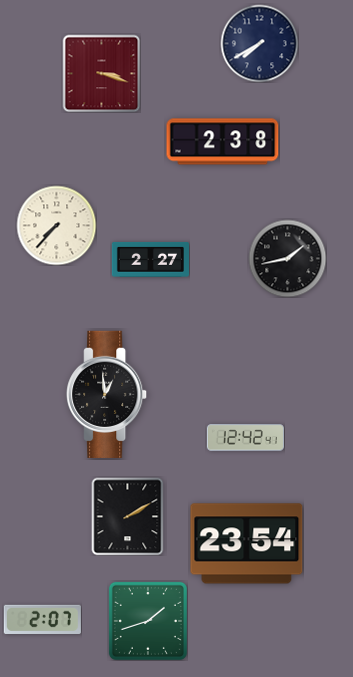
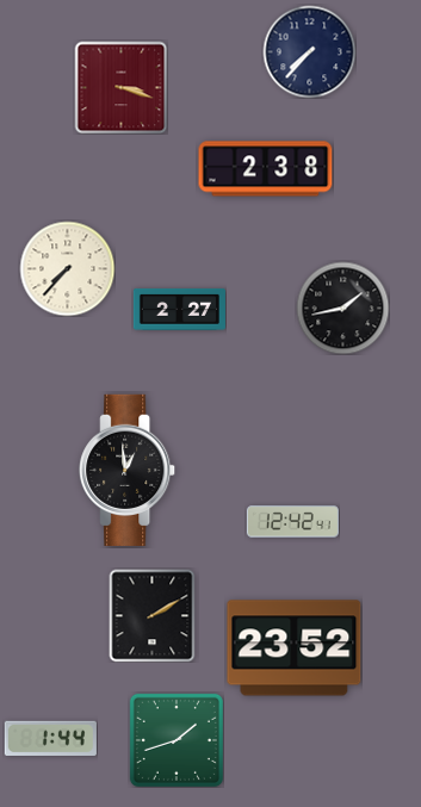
clock at (259, 43): 7:40 -> 7:37
clock at (247, 544): 23:54 -> 23:52
clock at (42, 619): 2:07 -> 1:44
